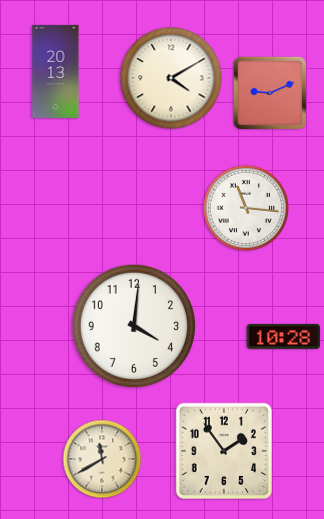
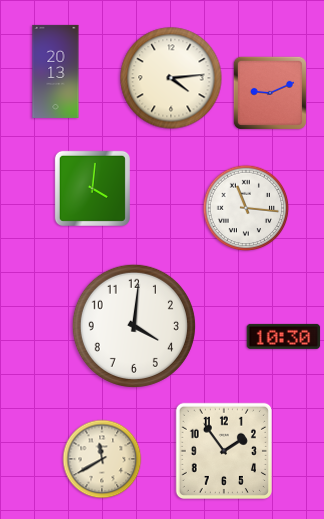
clock at (171, 78): 4:10 -> 4:14
clock at (92, 188): none -> 4:01
clock at (284, 336): 10:28 -> 10:30
